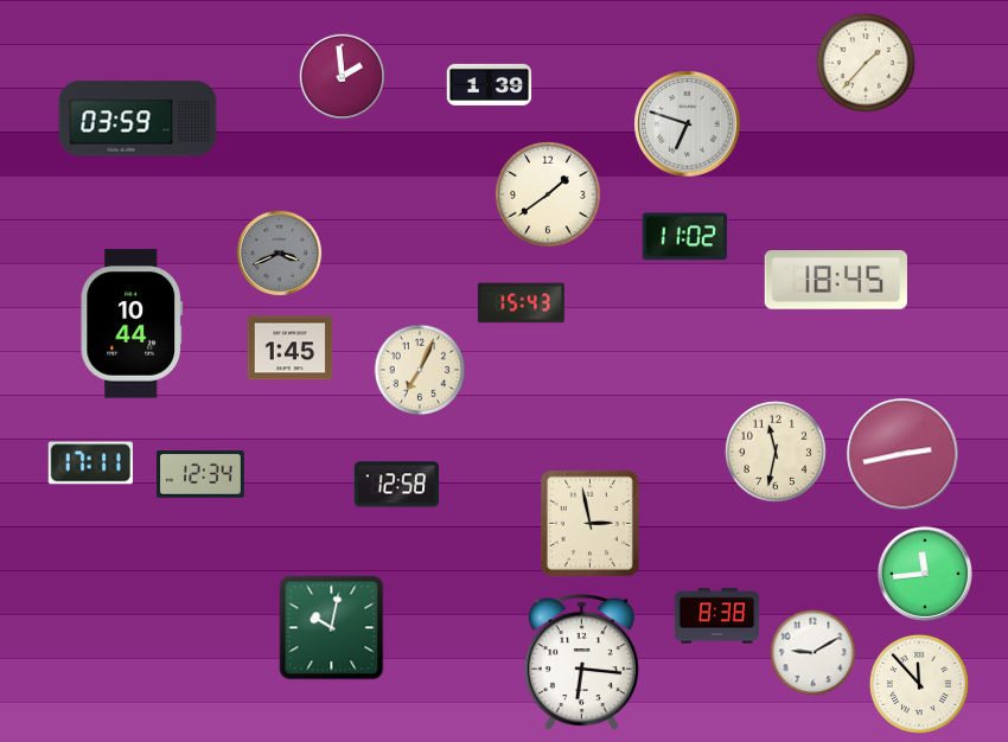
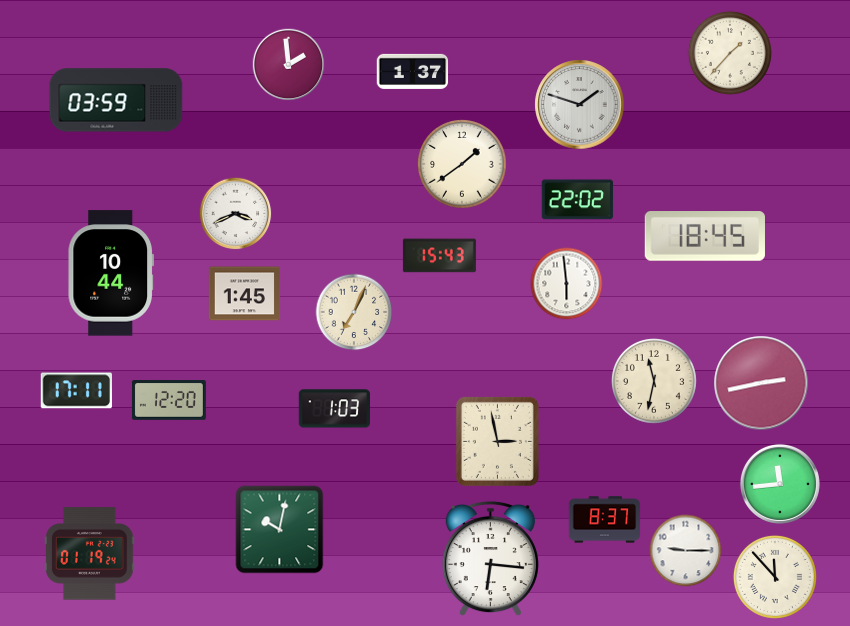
clock at (490, 84): 1:39 -> 1:37
clock at (688, 124): 6:48 -> 1:48
clock at (684, 237): 11:02 -> 22:02
clock at (280, 254) dial: grey -> white
clock at (567, 284): none -> 5:59
clock at (200, 475): 12:34 -> 12:20
clock at (396, 485): 12:58 -> 1:03
clock at (717, 616): 8:38 -> 8:37
clock at (814, 653): 9:10 -> 9:15
clock at (90, 554): none -> 01:19
